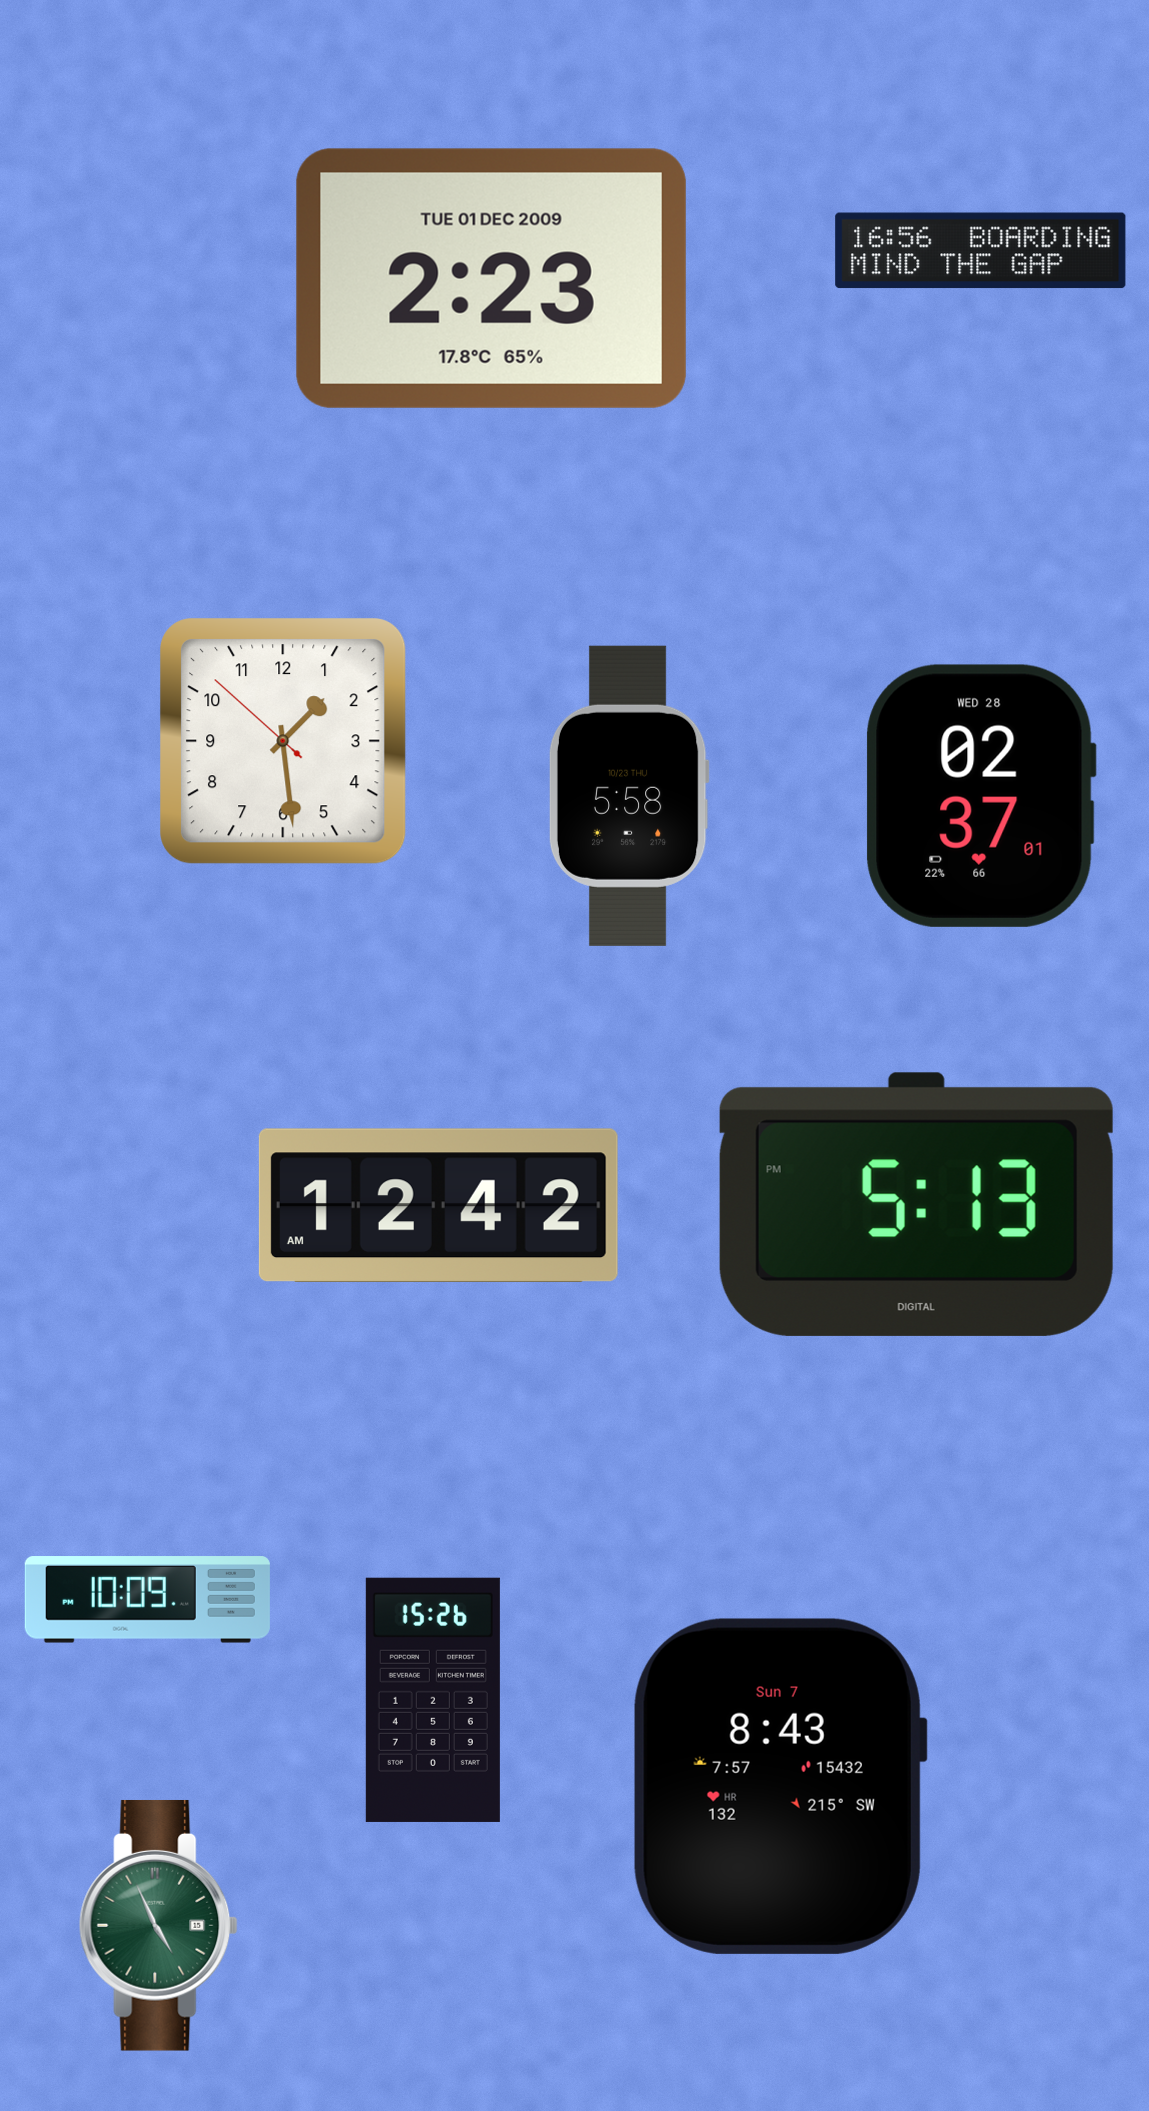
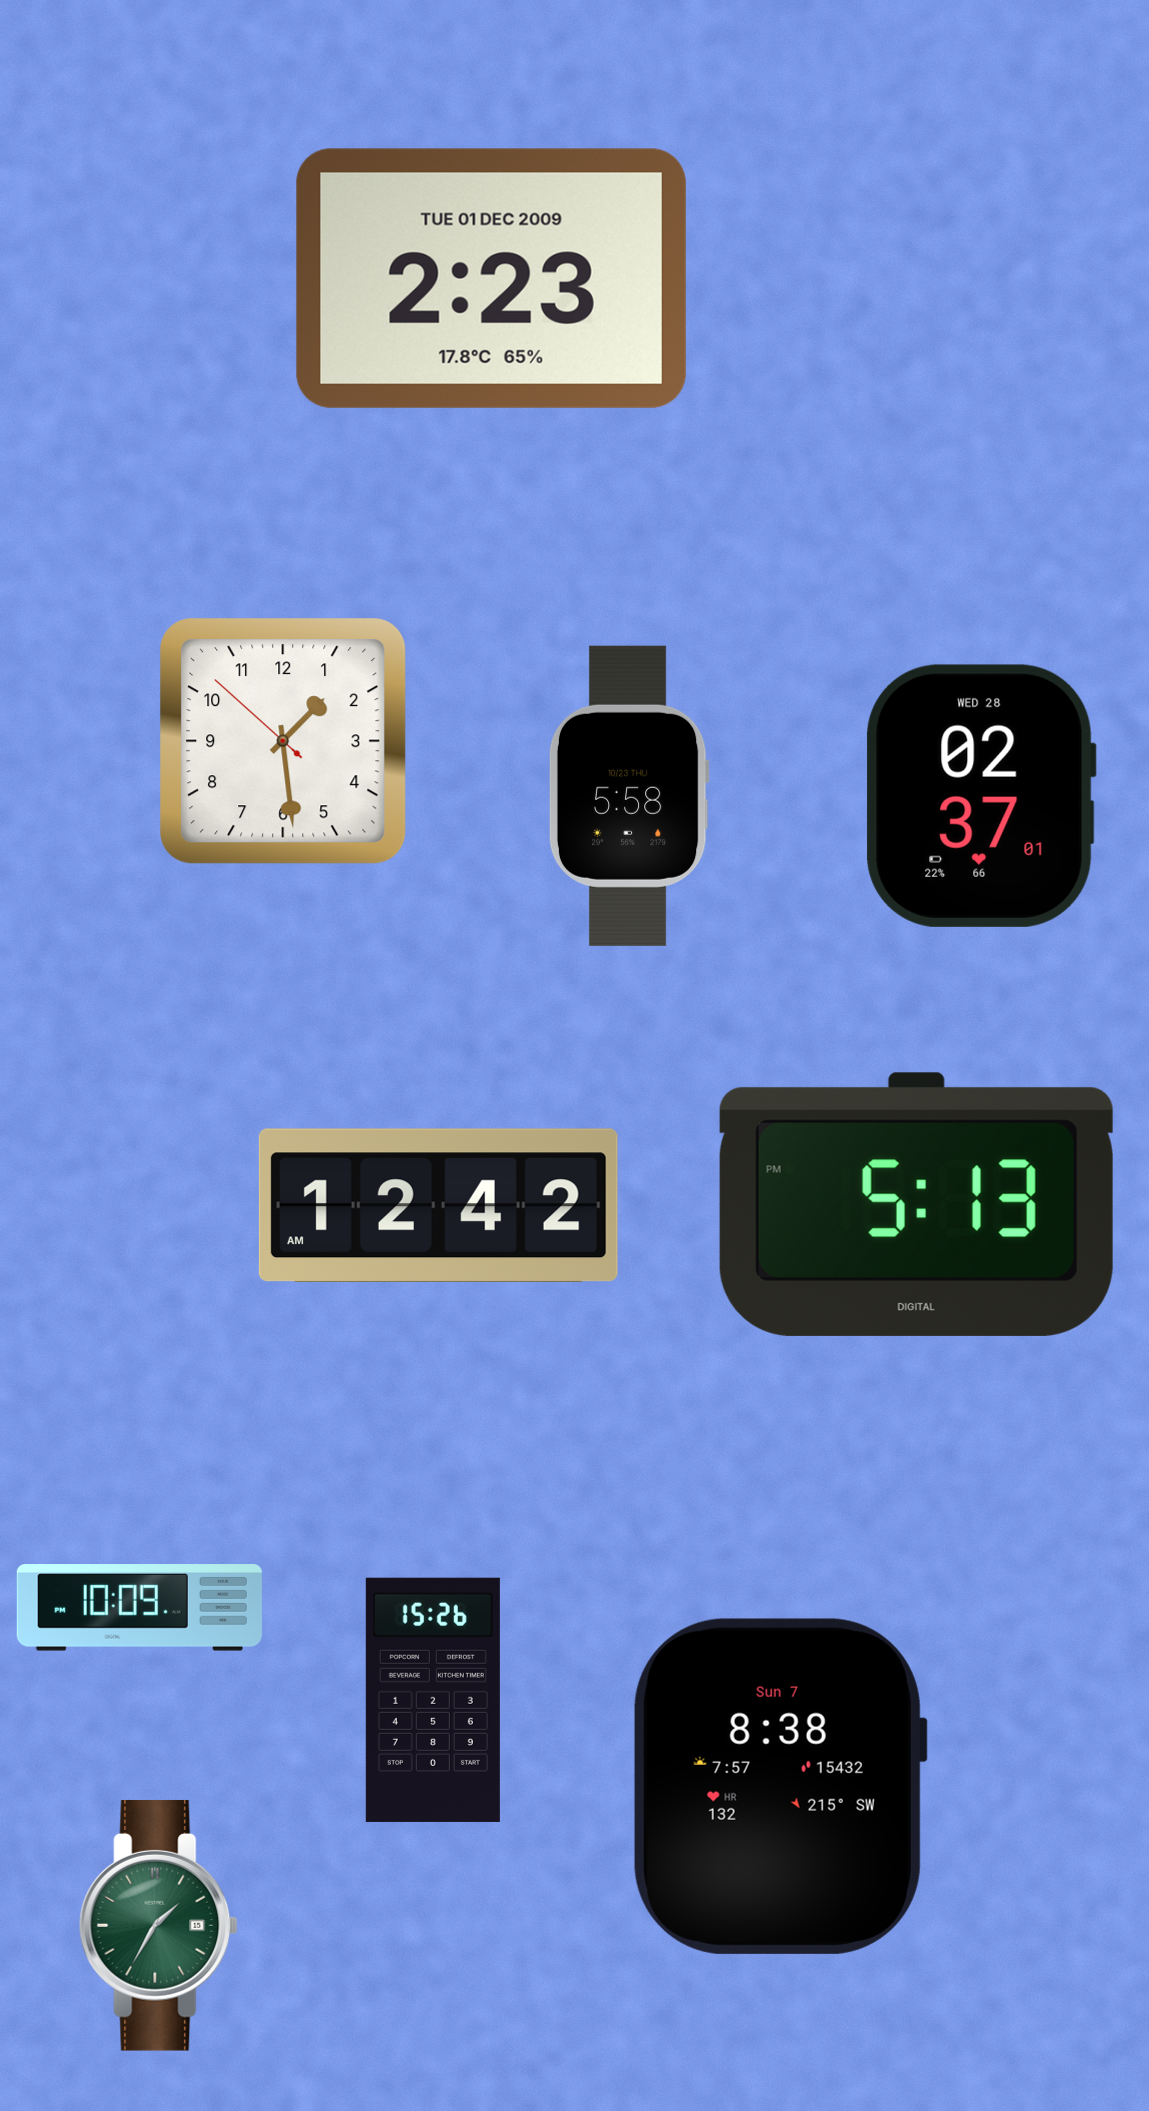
clock at (981, 251): 16:56 -> none
clock at (147, 1600) position: (147, 1600) -> (139, 1608)
clock at (780, 1786): 8:43 -> 8:38
clock at (159, 1925): 4:56 -> 1:35
